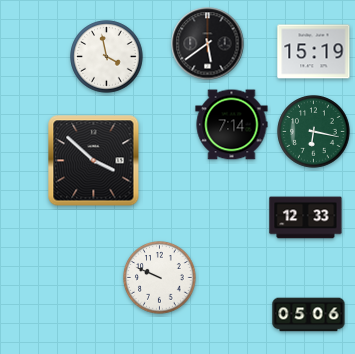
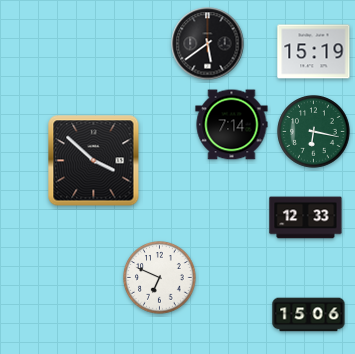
clock at (107, 57): 3:58 -> none
clock at (160, 278): 9:49 -> 6:49
clock at (309, 315): 05:06 -> 15:06
